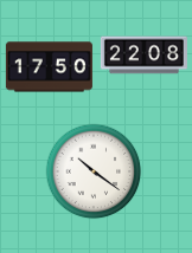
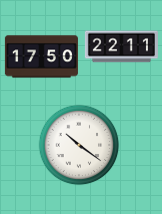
clock at (143, 56): 22:08 -> 22:11
